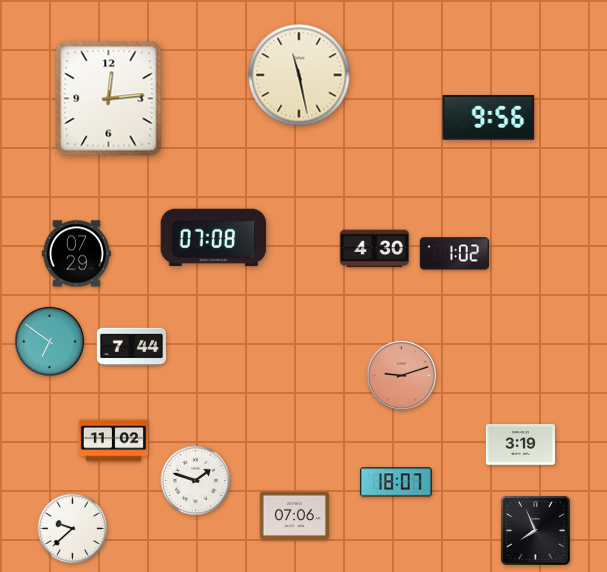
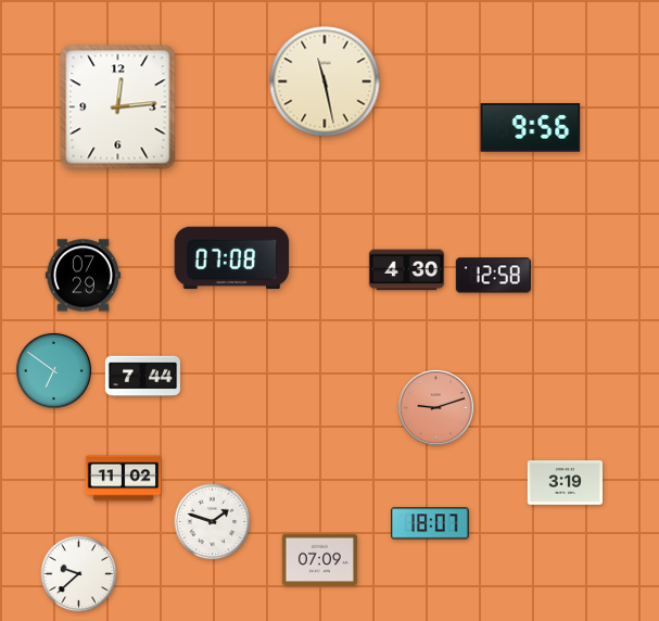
clock at (454, 254): 1:02 -> 12:58
clock at (294, 515): 07:06 -> 07:09
clock at (536, 531): 7:56 -> none
